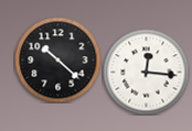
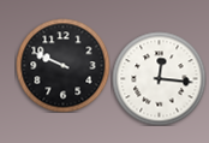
clock at (57, 59): 10:22 -> 9:49
